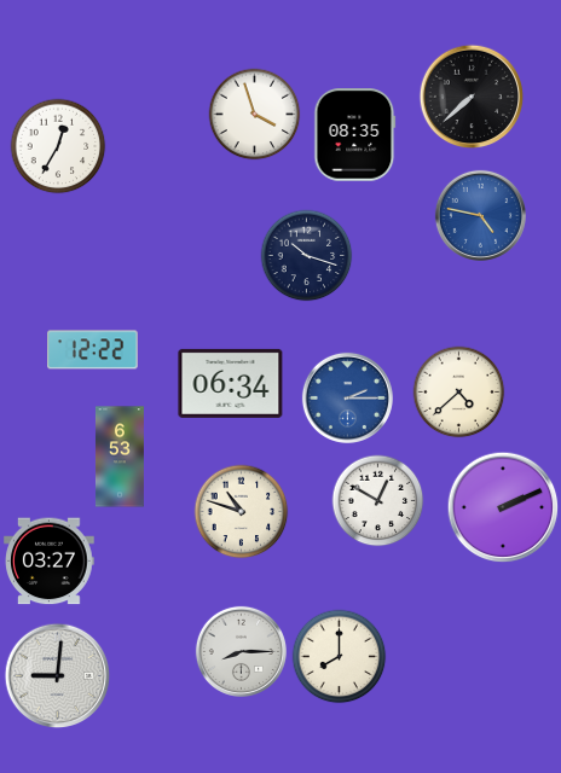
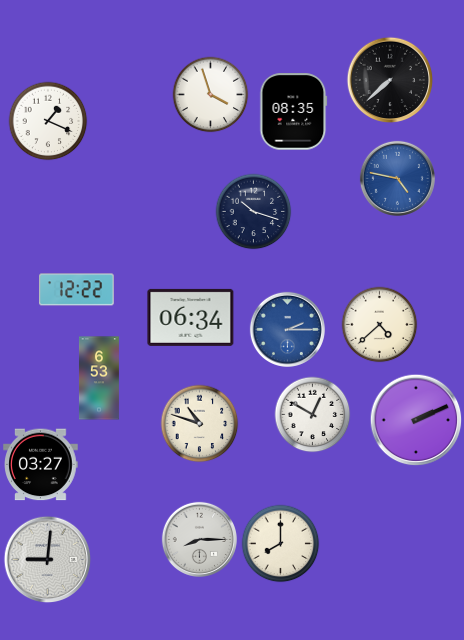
clock at (58, 146): 12:35 -> 1:19
